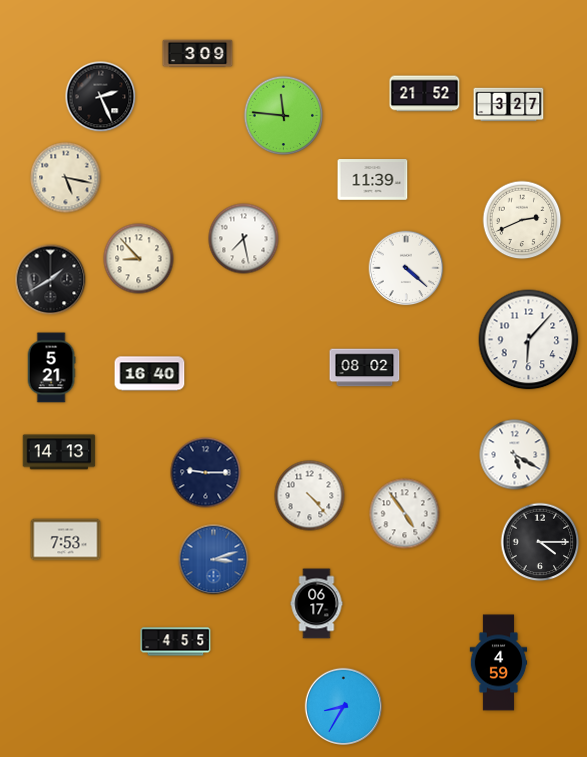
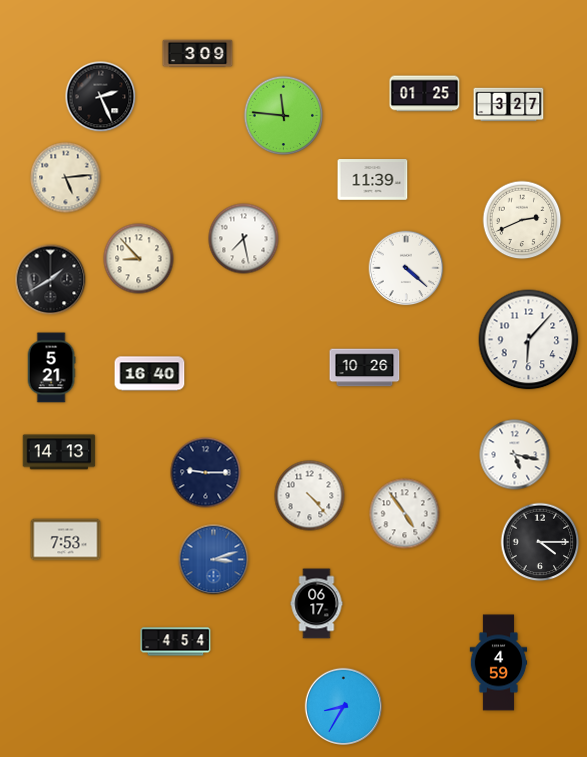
clock at (425, 94): 21:52 -> 01:25
clock at (66, 178): 5:17 -> 5:14
clock at (365, 368): 08:02 -> 10:26
clock at (515, 455): 5:20 -> 5:17
clock at (176, 642): 4:55 -> 4:54
